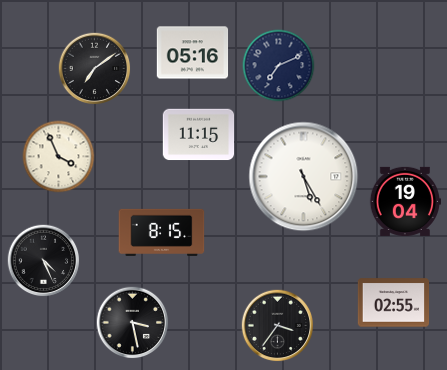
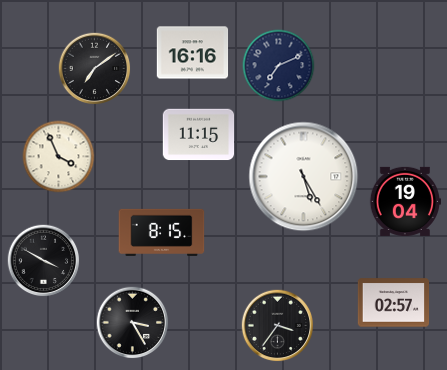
clock at (193, 53): 05:16 -> 16:16
clock at (44, 261): 4:26 -> 3:50
clock at (394, 303): 02:55 -> 02:57
clock at (133, 323): 3:28 -> 3:25
